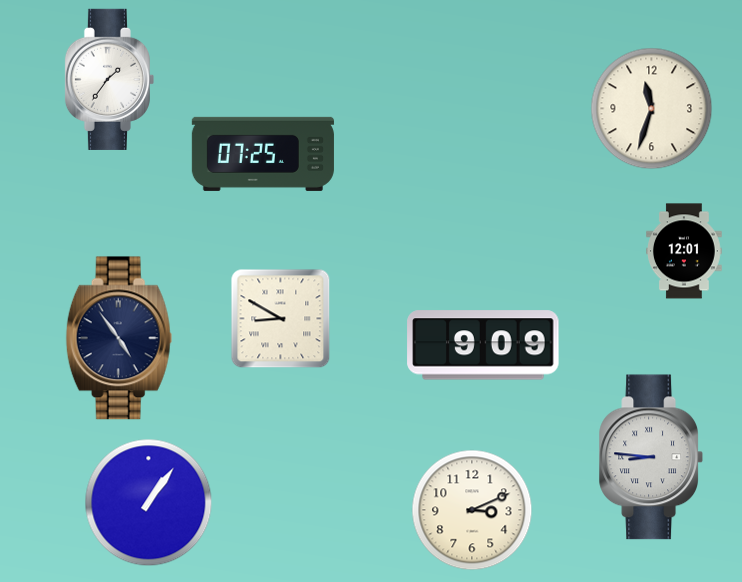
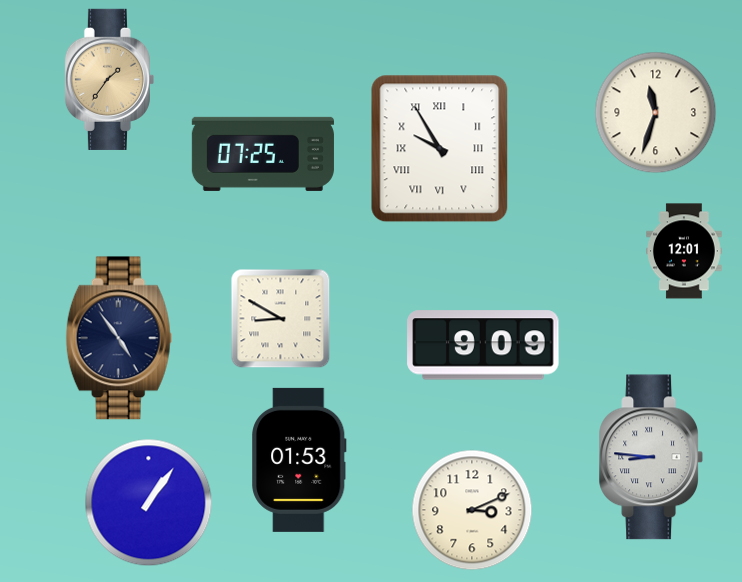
clock at (109, 79) dial: white -> champagne
clock at (652, 109) position: (652, 109) -> (656, 113)
clock at (440, 149): none -> 9:55
clock at (300, 460): none -> 01:53
